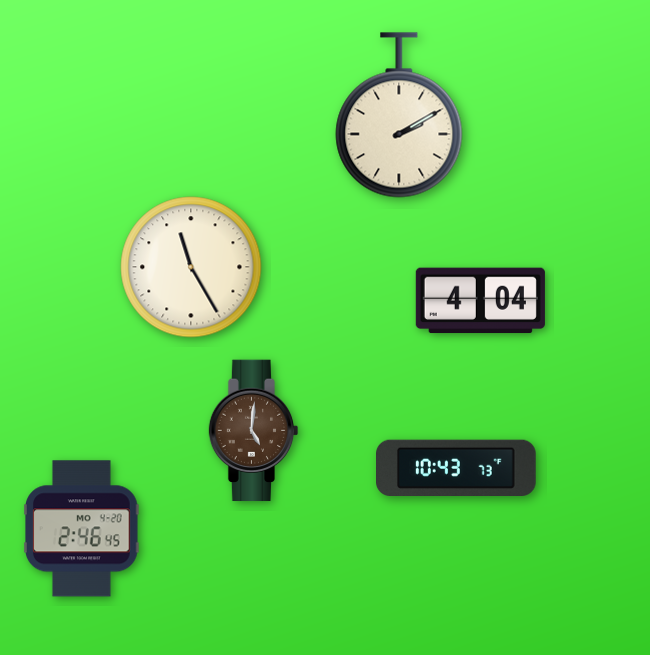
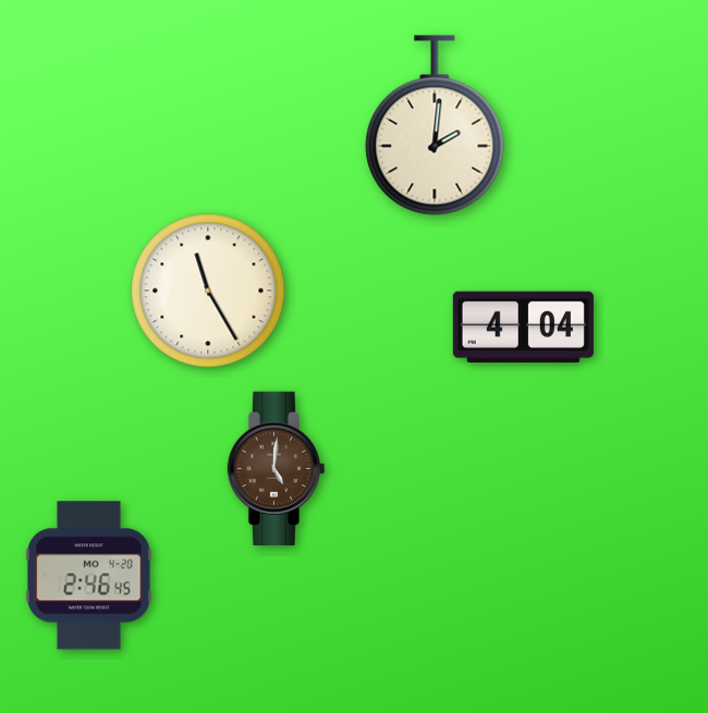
clock at (399, 115): 2:10 -> 2:01
clock at (457, 468): 10:43 -> none
